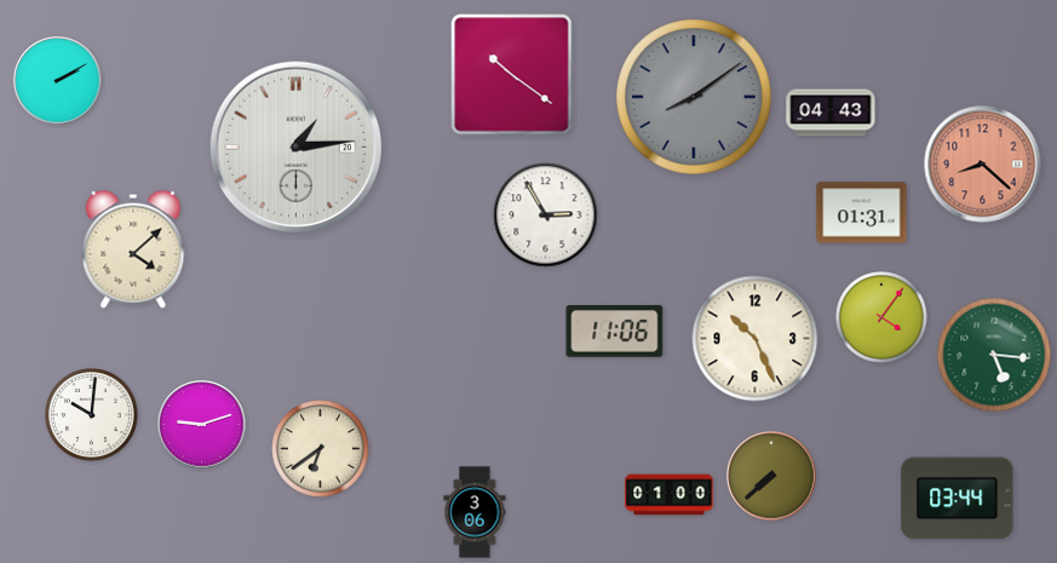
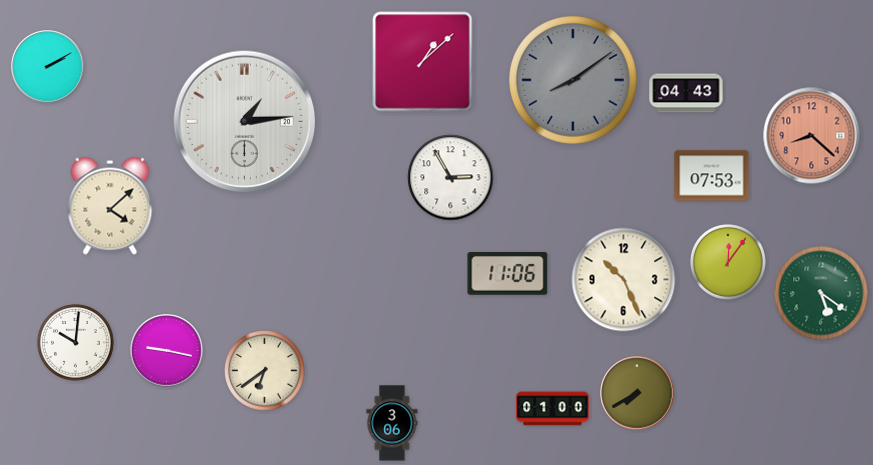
clock at (512, 75): 10:21 -> 1:08
clock at (862, 213): 01:31 -> 07:53
clock at (881, 317): 4:06 -> 12:06
clock at (994, 355): 5:16 -> 5:21
clock at (202, 425): 9:12 -> 9:17
clock at (771, 476): 7:38 -> 7:40
clock at (958, 499): 03:44 -> none
